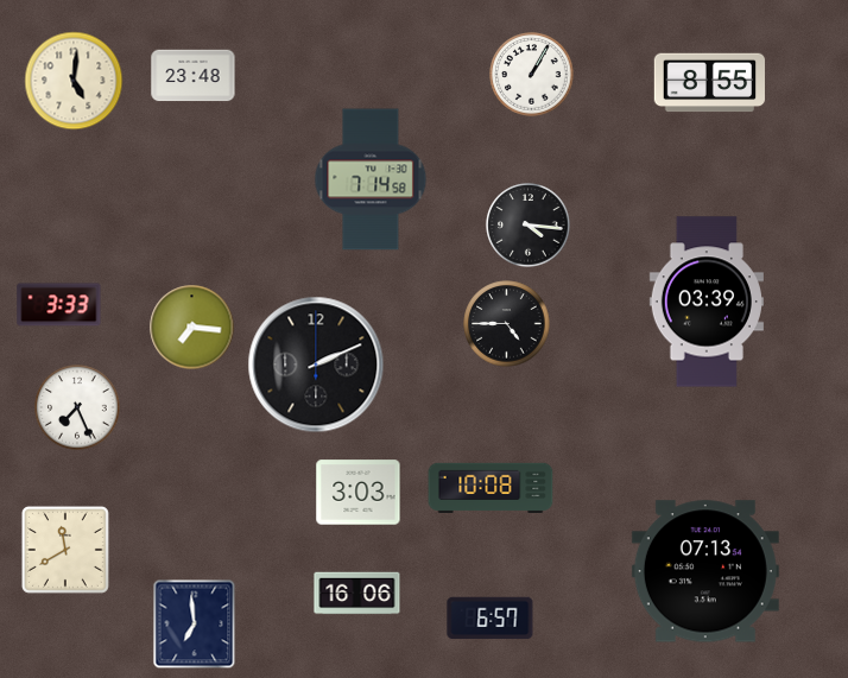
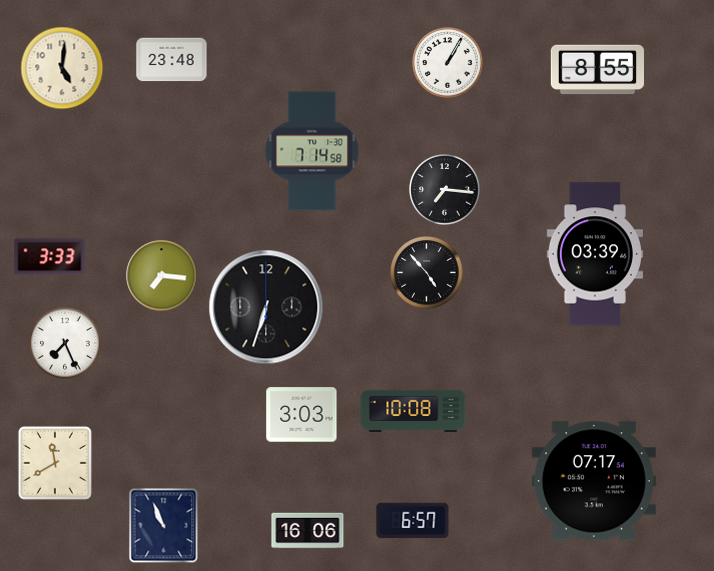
clock at (194, 76) position: (194, 76) -> (172, 60)
clock at (529, 226): 4:16 -> 7:16
clock at (507, 324): 4:45 -> 4:53
clock at (316, 365): 2:11 -> 6:33
clock at (705, 571): 07:13 -> 07:17
clock at (357, 594) position: (357, 594) -> (308, 531)
clock at (195, 625): 6:59 -> 10:56
